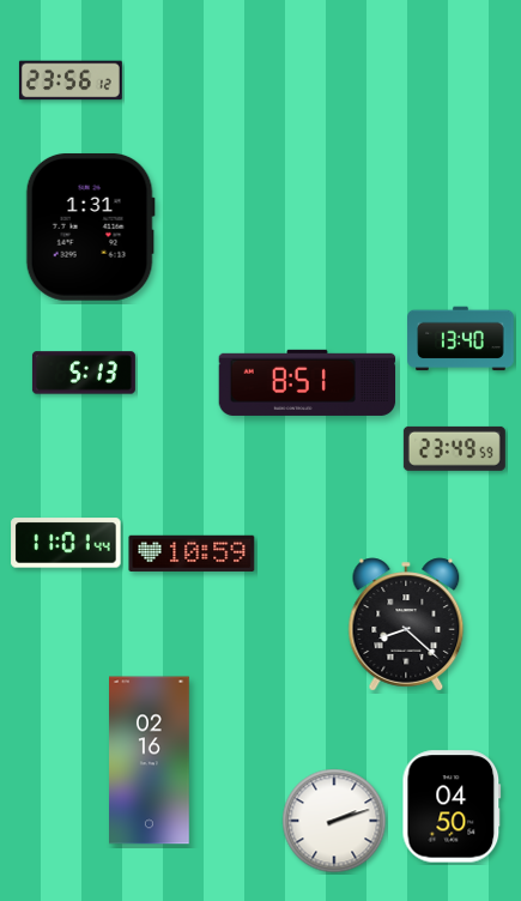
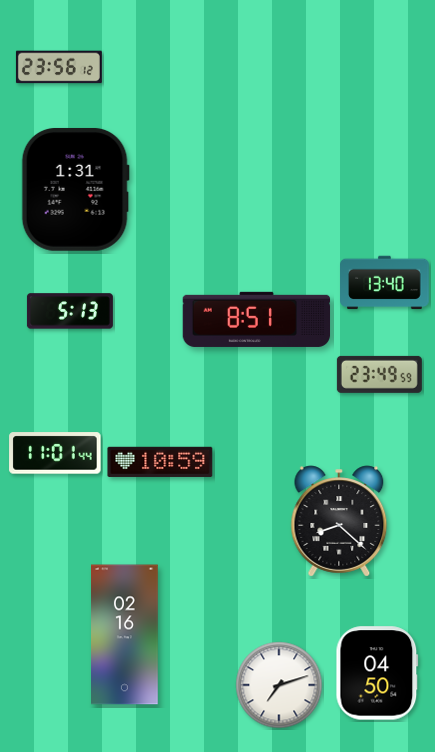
clock at (334, 821): 2:12 -> 7:12
